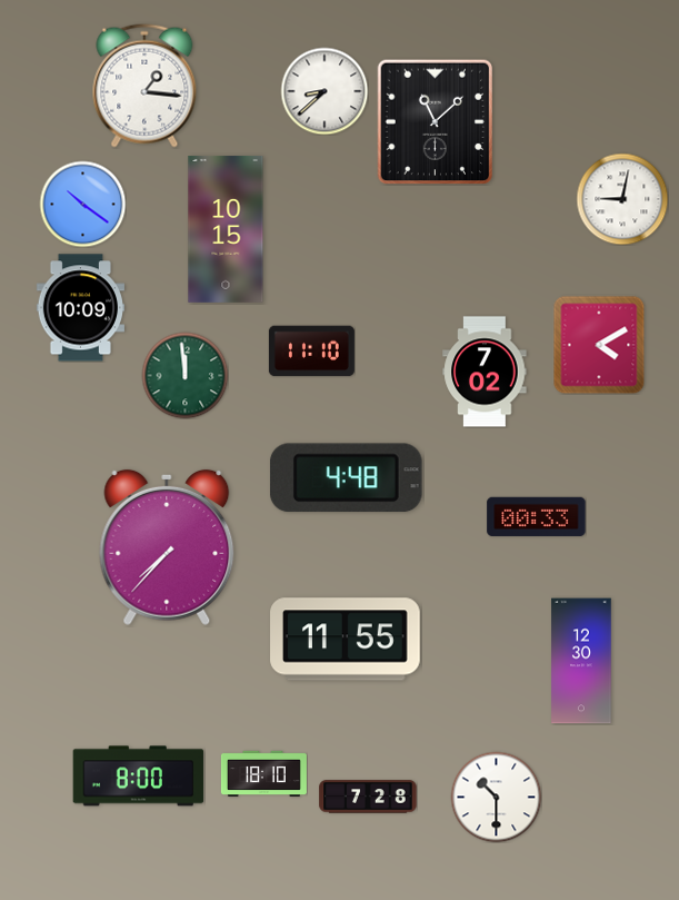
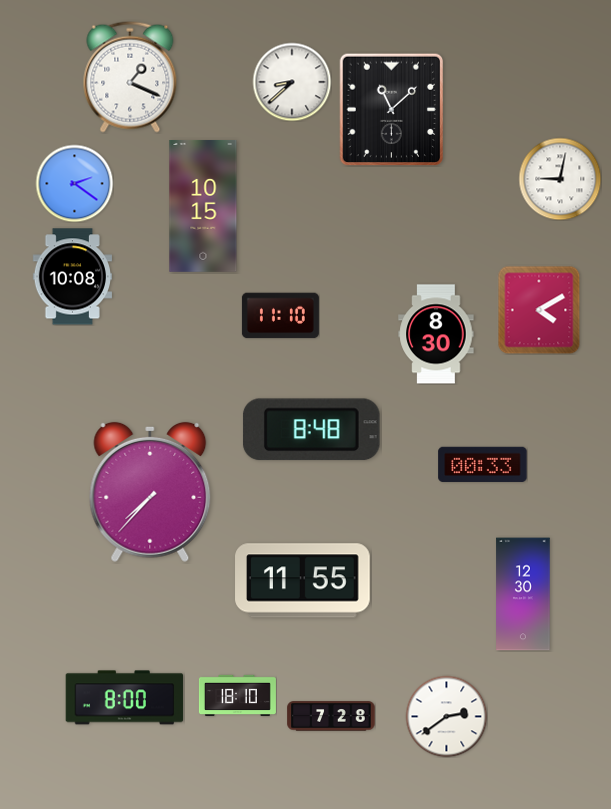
clock at (144, 86): 1:16 -> 1:19
clock at (82, 204): 10:21 -> 2:21
clock at (80, 308): 10:09 -> 10:08
clock at (485, 372): 7:02 -> 8:30
clock at (184, 375): 11:59 -> none
clock at (346, 478): 4:48 -> 8:48
clock at (346, 640) position: (346, 640) -> (303, 581)
clock at (496, 797): 10:30 -> 2:39
